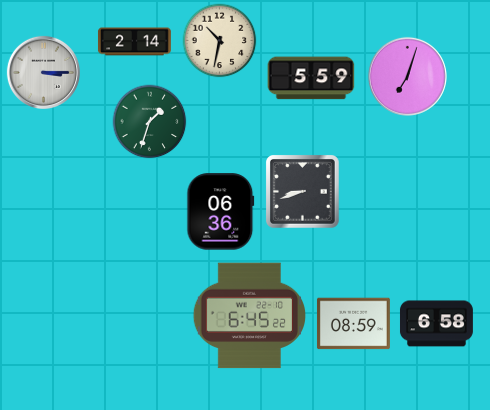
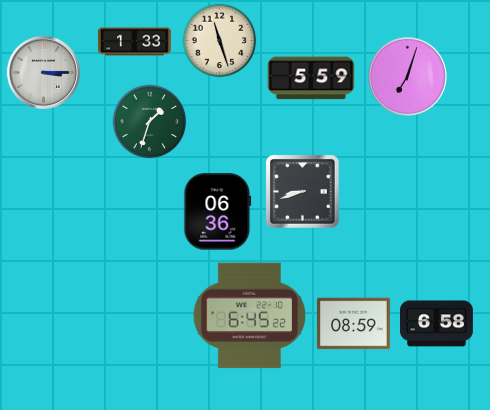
clock at (220, 41): 10:32 -> 11:27
clock at (134, 42): 2:14 -> 1:33
clock at (221, 212) position: (221, 212) -> (218, 212)
